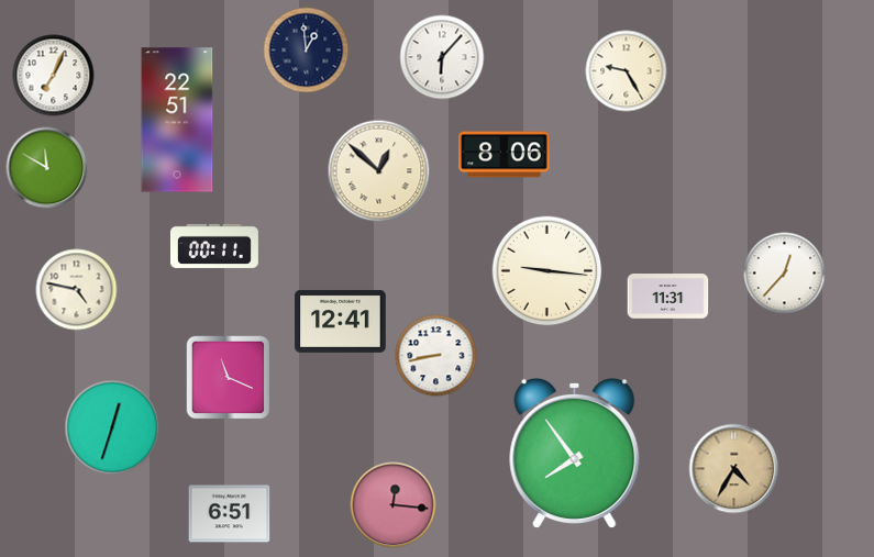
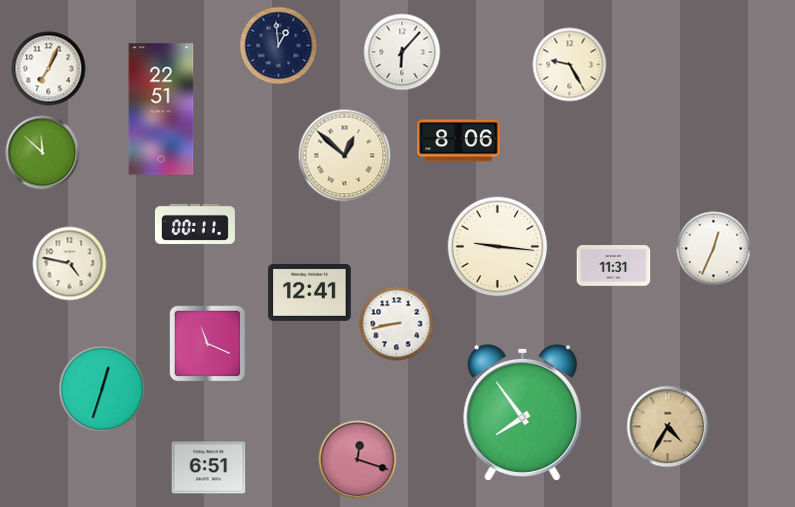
clock at (47, 168): 11:50 -> 11:52
clock at (785, 274): 12:37 -> 12:34
clock at (668, 297) position: (668, 297) -> (614, 266)
clock at (394, 505): 12:16 -> 12:18
